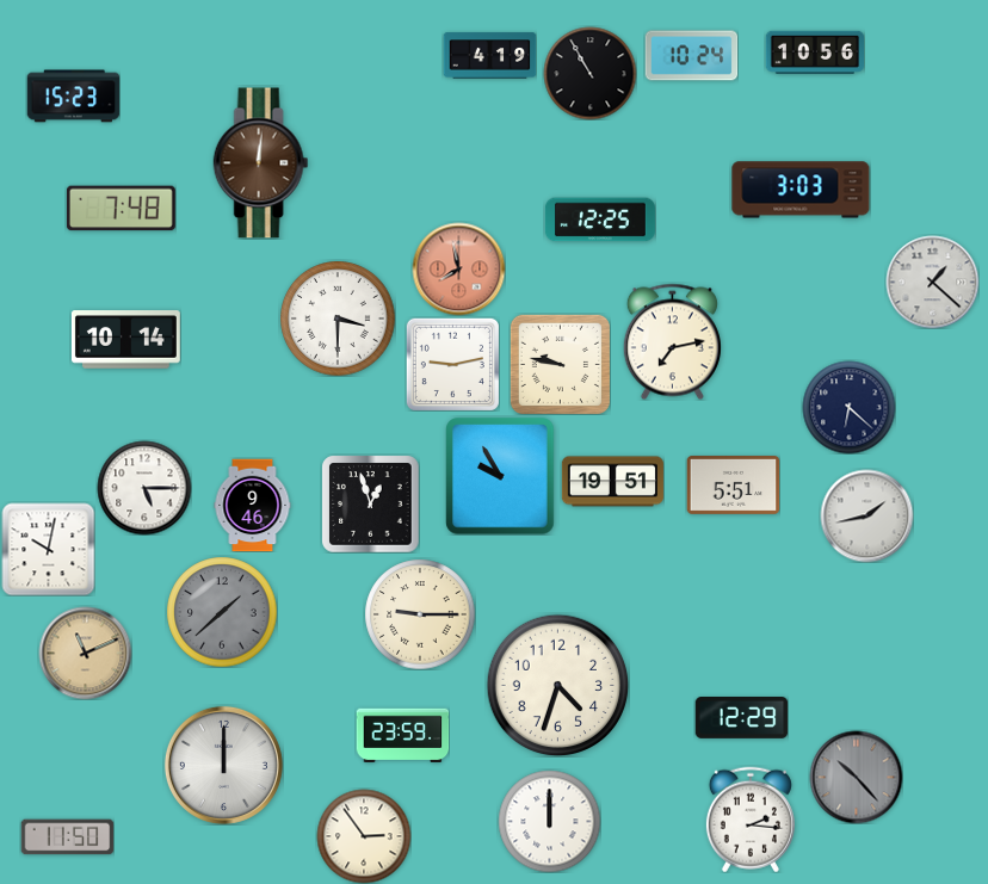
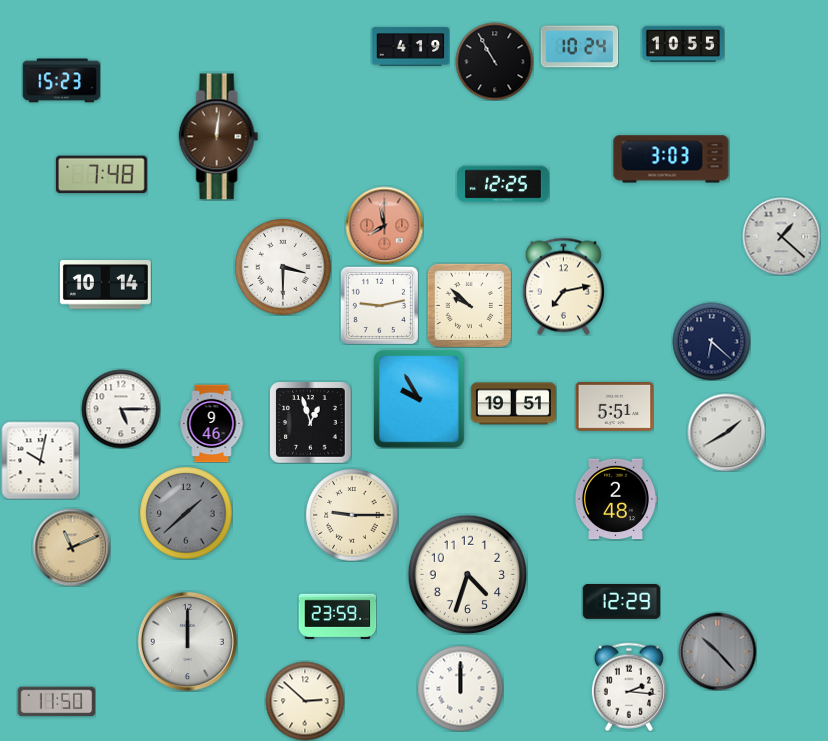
clock at (814, 52): 10:56 -> 10:55
clock at (560, 364): 9:47 -> 9:52
clock at (866, 515): 1:43 -> 1:40
clock at (615, 499): none -> 2:48
clock at (364, 836): 2:54 -> 2:52
